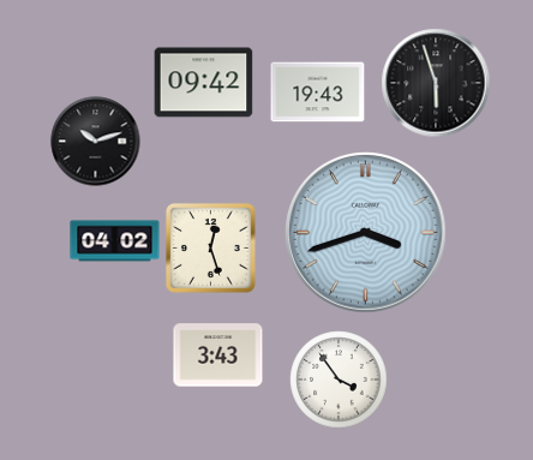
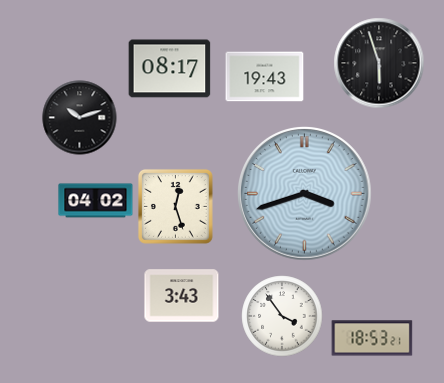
clock at (204, 83): 09:42 -> 08:17
clock at (436, 83) position: (436, 83) -> (379, 63)
clock at (372, 338): none -> 18:53
